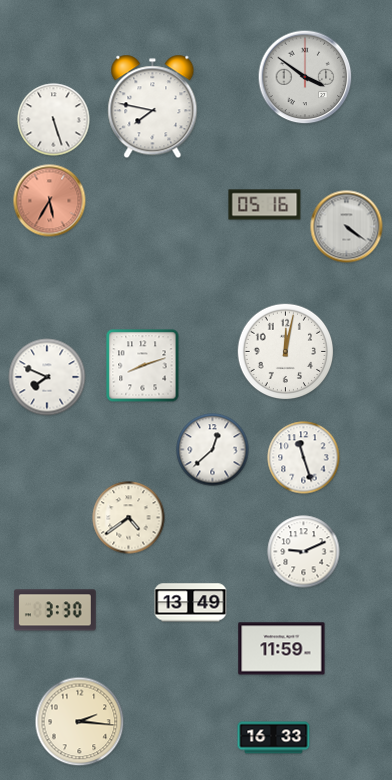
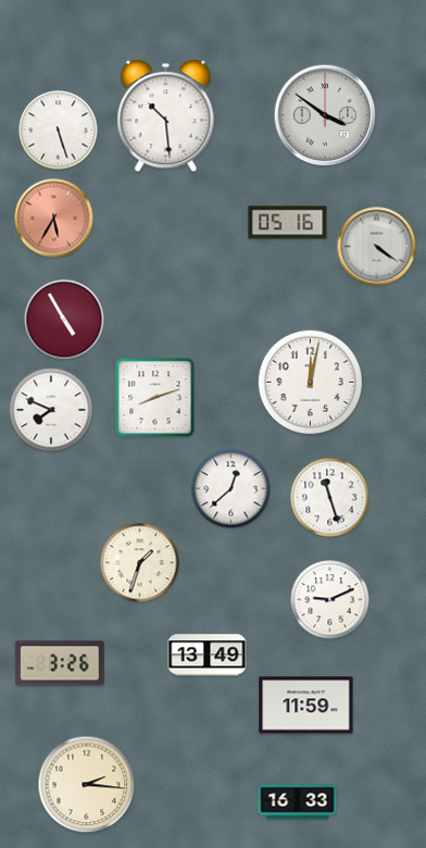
clock at (305, 77) position: (305, 77) -> (325, 115)
clock at (153, 107): 7:47 -> 10:29
clock at (64, 320): none -> 4:55
clock at (129, 518): 4:39 -> 1:33
clock at (55, 610): 3:30 -> 3:26
